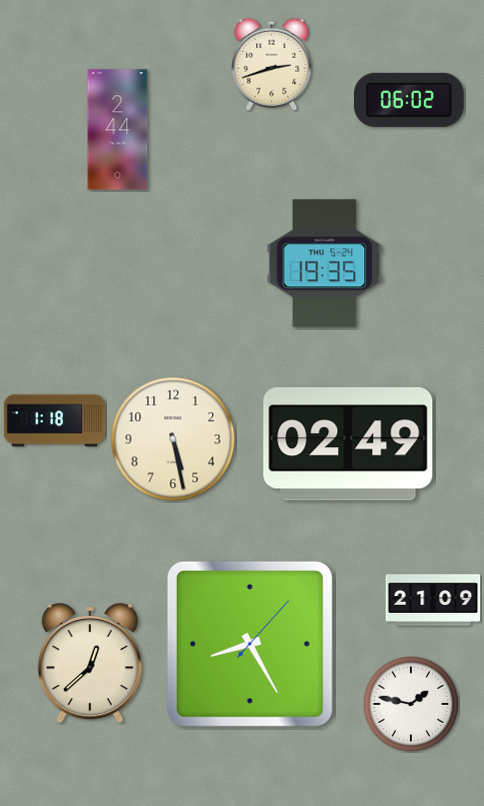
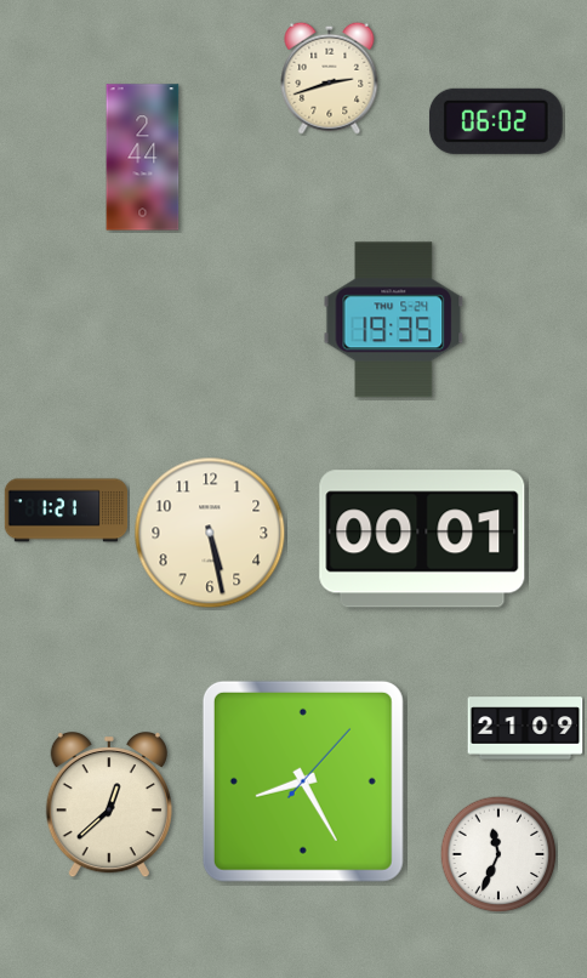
clock at (55, 421): 1:18 -> 1:21
clock at (348, 444): 02:49 -> 00:01
clock at (411, 704): 1:47 -> 11:34
